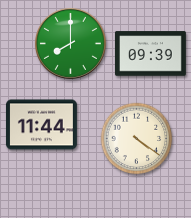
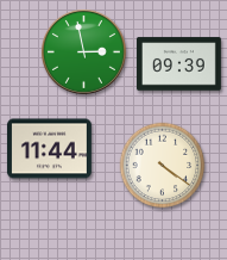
clock at (70, 43): 8:00 -> 2:58
